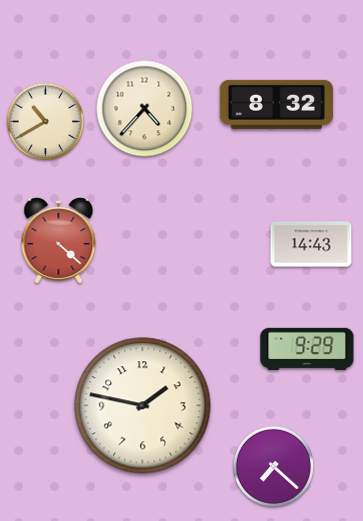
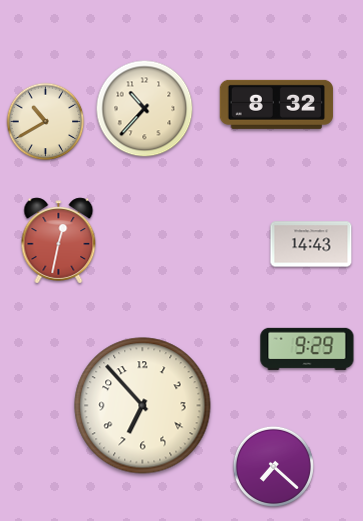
clock at (145, 109): 4:37 -> 10:37
clock at (59, 241): 4:22 -> 12:32
clock at (143, 406): 1:47 -> 6:53
